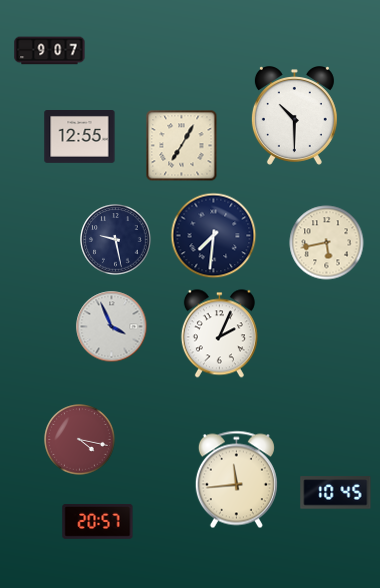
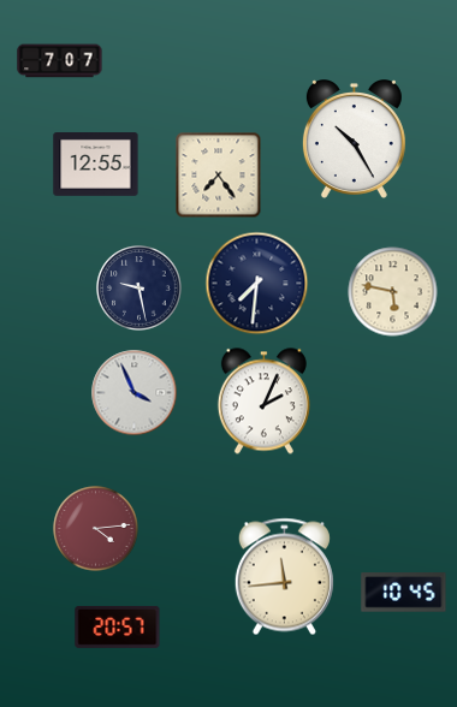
clock at (50, 51): 9:07 -> 7:07
clock at (294, 116): 10:30 -> 10:25
clock at (182, 146): 7:05 -> 7:24
clock at (327, 243): 5:43 -> 5:47
clock at (80, 440): 4:17 -> 4:14
